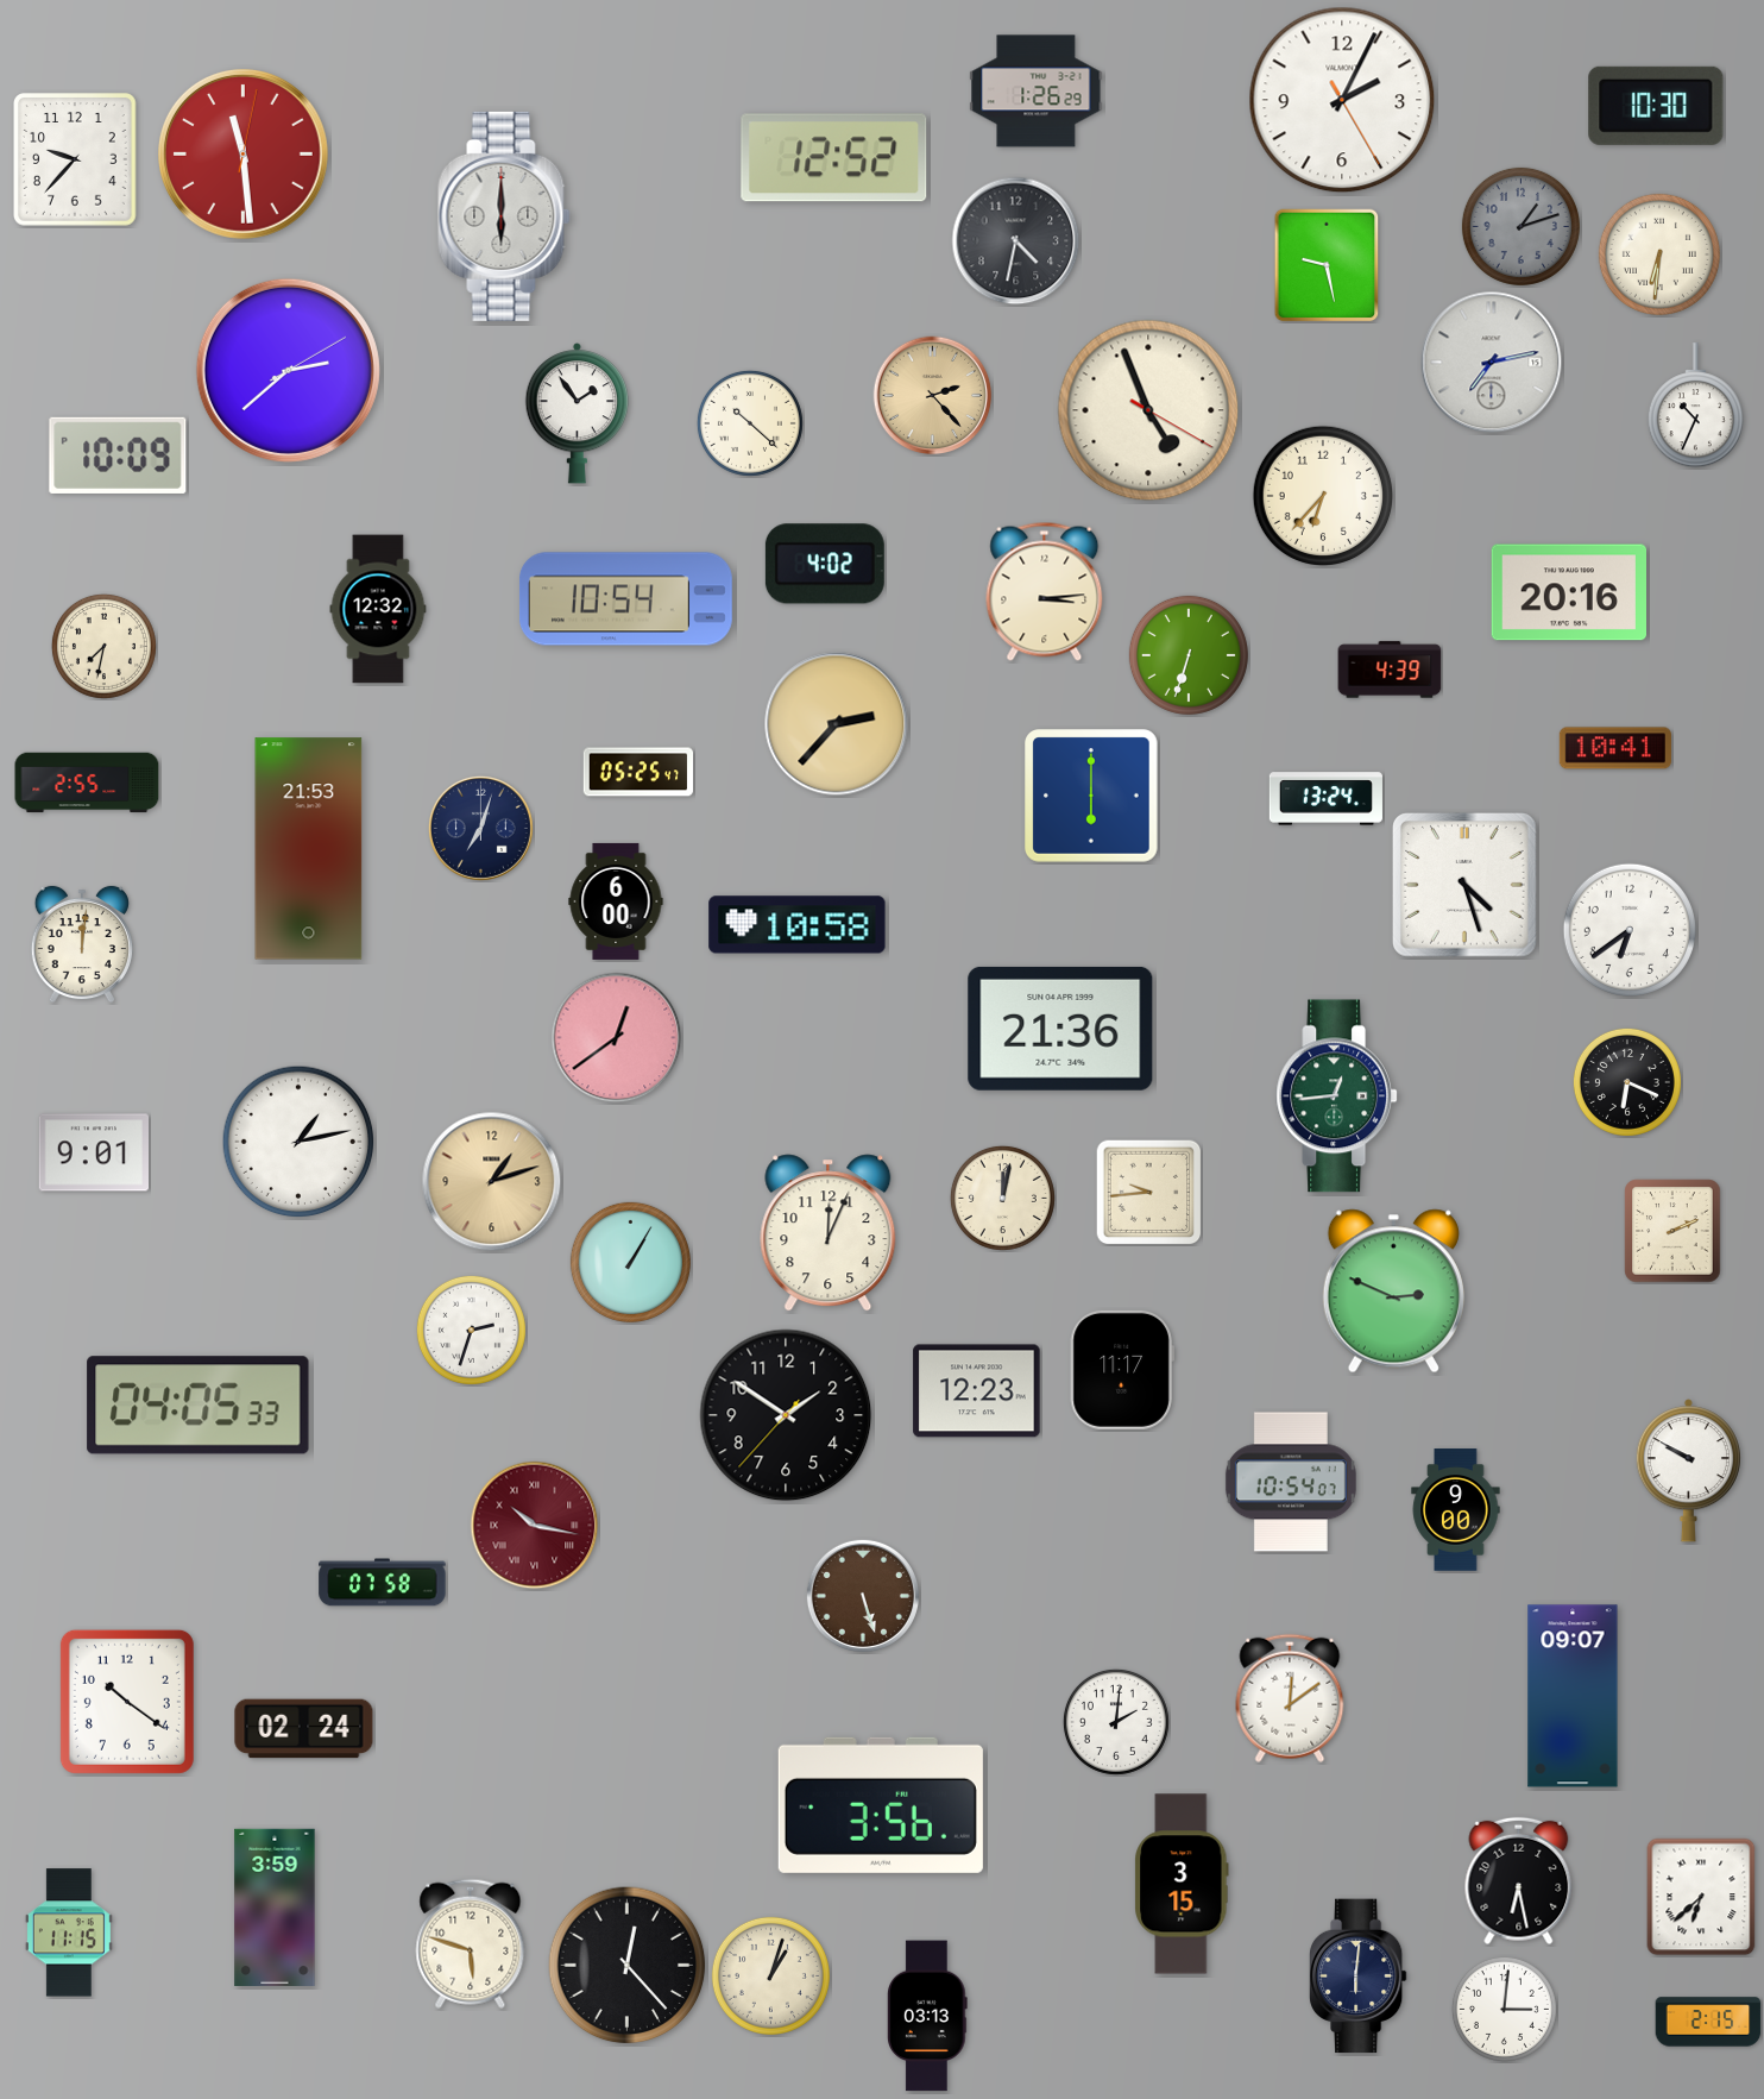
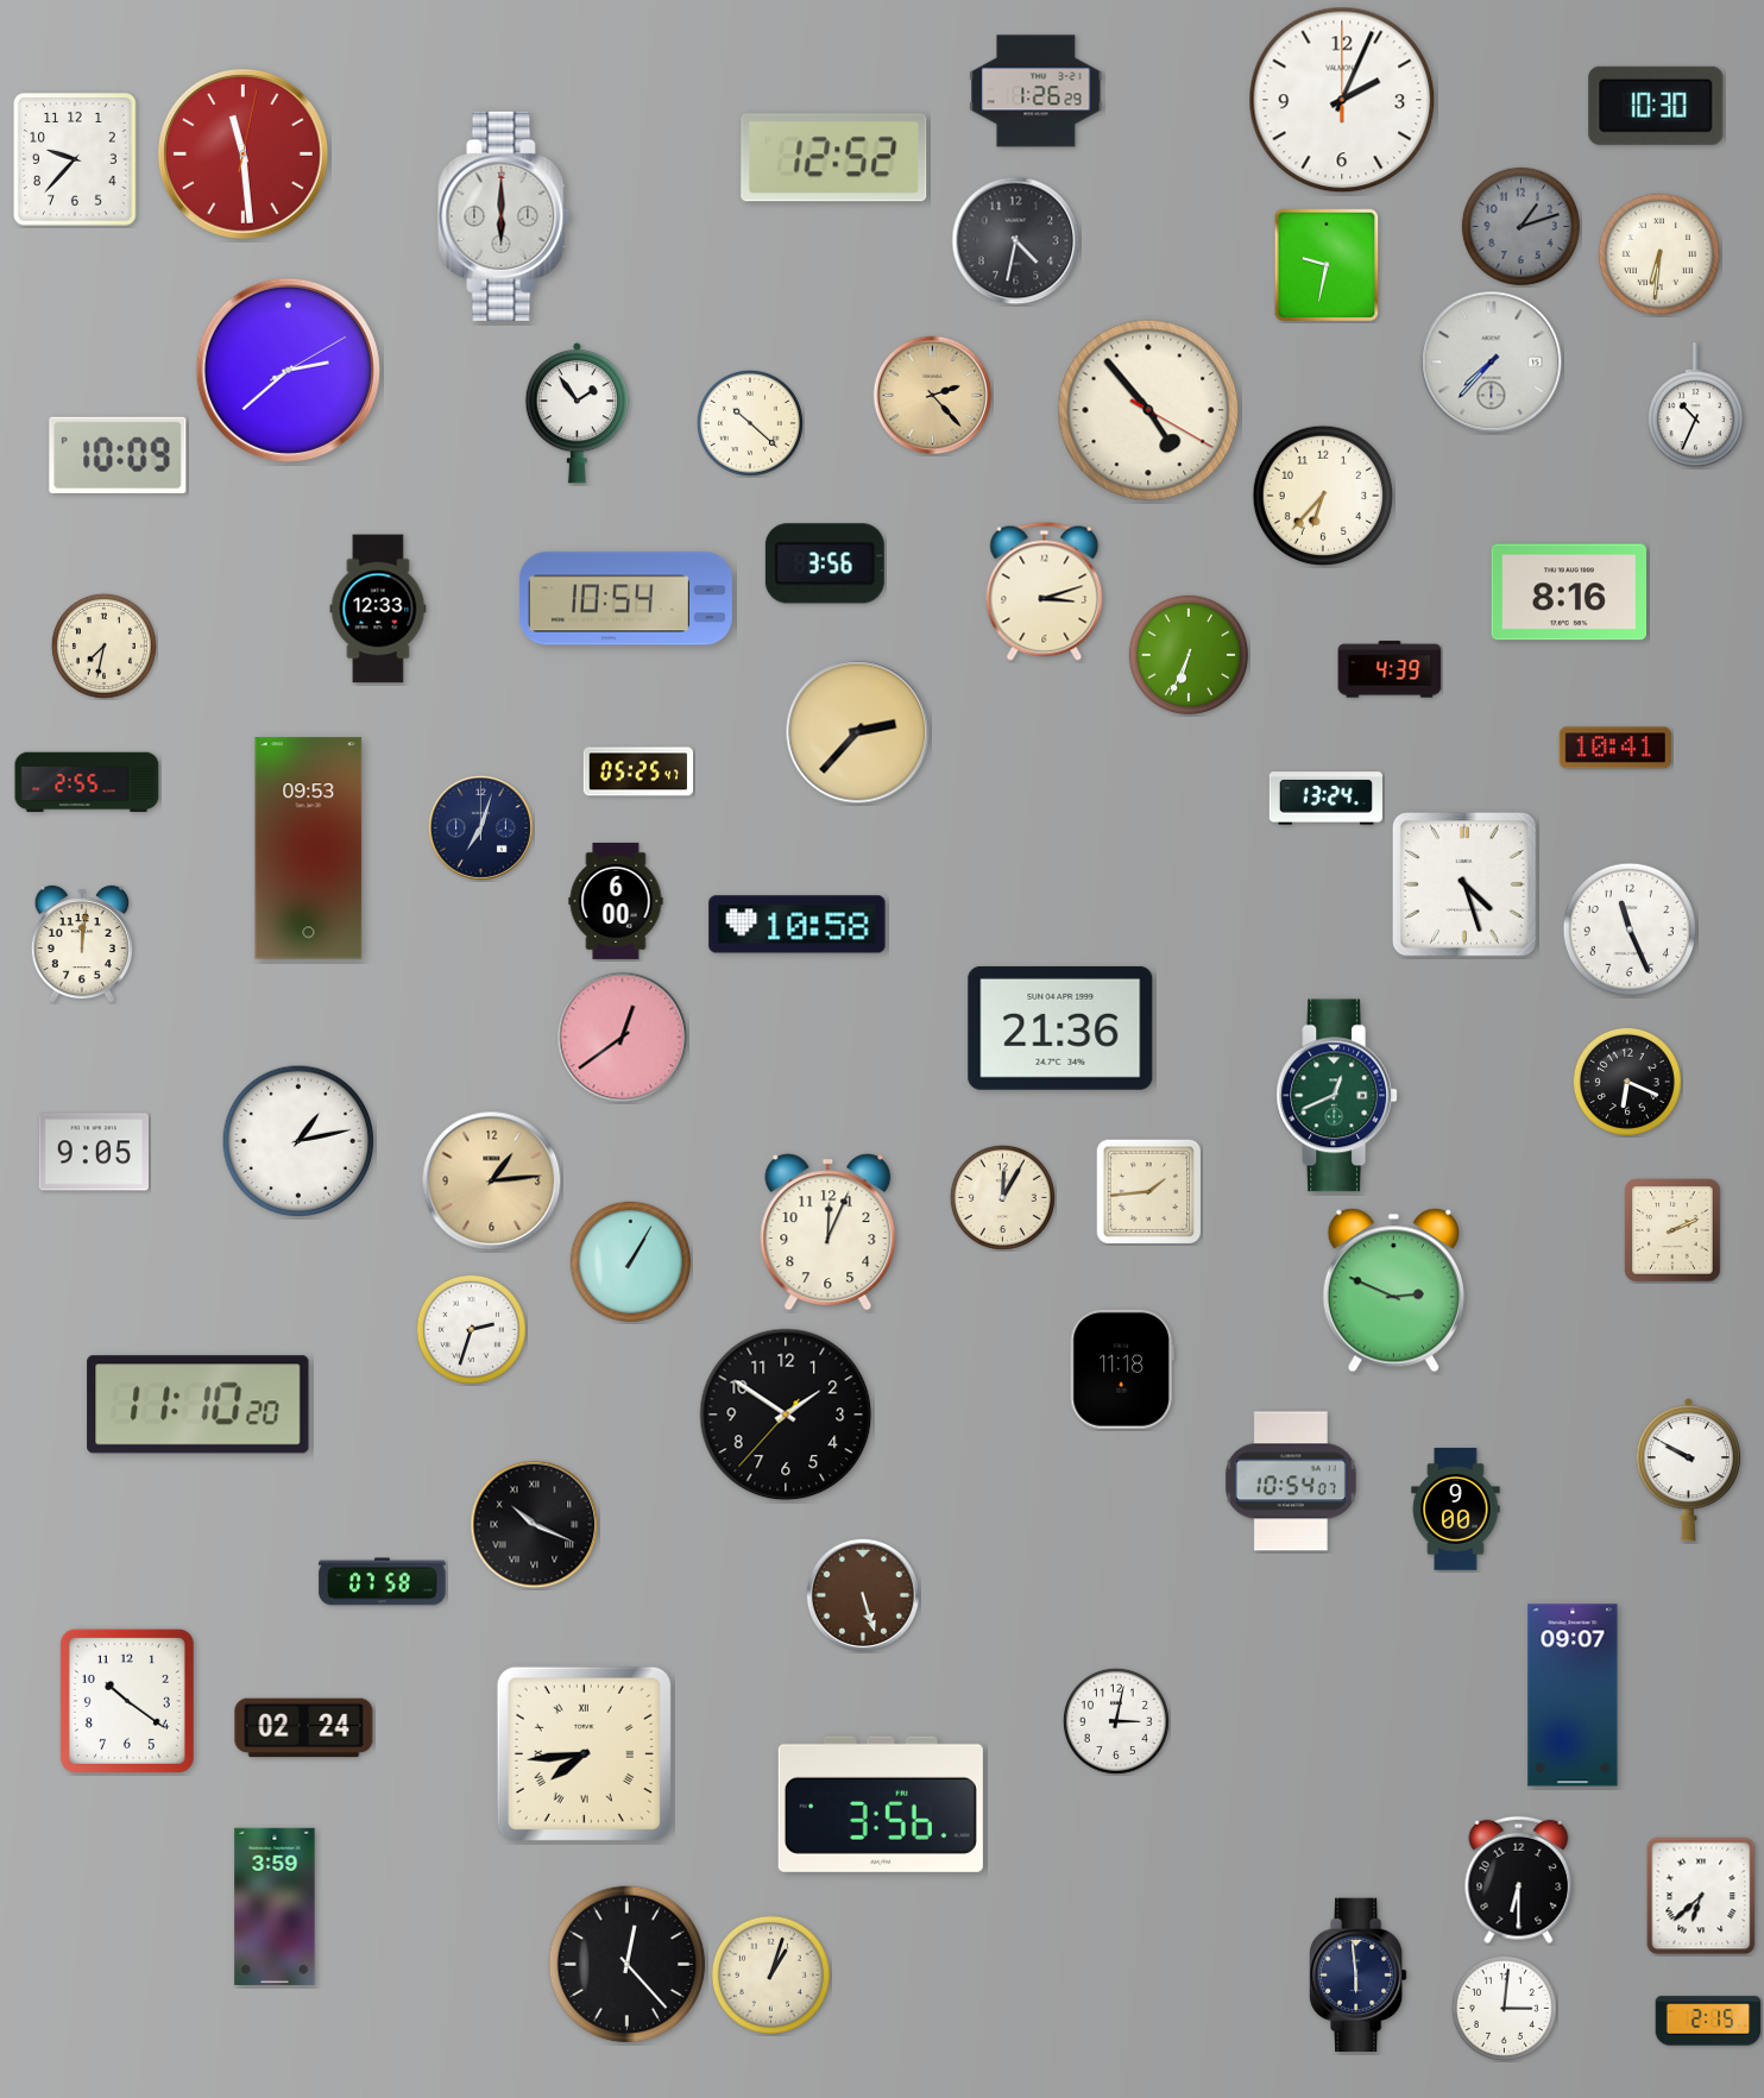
clock at (1342, 100): 2:04:25 -> 2:04:00
clock at (1327, 265): 9:28 -> 9:32
clock at (1492, 363): 7:13 -> 7:37
clock at (1148, 410): 4:56 -> 4:53
clock at (825, 564): 4:02 -> 3:56
clock at (1045, 591): 3:14 -> 3:12
clock at (1568, 592): 20:16 -> 8:16
clock at (378, 609): 12:32 -> 12:33
clock at (1189, 655): 6:33 -> 6:34
clock at (837, 724) position: (837, 724) -> (858, 732)
clock at (1092, 797): 6:00 -> none
clock at (309, 849): 21:53 -> 09:53
clock at (1630, 930): 6:39 -> 11:26
clock at (617, 1038) position: (617, 1038) -> (623, 1038)
clock at (1337, 1096): 12:44 -> 12:41
clock at (93, 1152): 9:01 -> 9:05
clock at (492, 1182): 1:12 -> 1:14
clock at (1148, 1192): 9:44 -> 1:44
clock at (1002, 1198): 12:02 -> 12:05
clock at (1122, 1370): 11:17 -> 11:18
clock at (977, 1391): 12:23 -> none
clock at (199, 1406): 04:05 -> 11:10
clock at (535, 1526): 10:17 -> 10:19
clock at (535, 1526) dial: burgundy -> black
clock at (1290, 1698): 12:09 -> none
clock at (1116, 1722): 2:01 -> 3:02
clock at (584, 1753): none -> 7:44
clock at (1519, 1881): 6:28 -> 6:30
clock at (1182, 1884): 3:15 -> none
clock at (69, 1933): 11:15 -> none
clock at (471, 1943): 5:48 -> none
clock at (1359, 1977): 6:01 -> 5:59
clock at (928, 2016): 03:13 -> none
